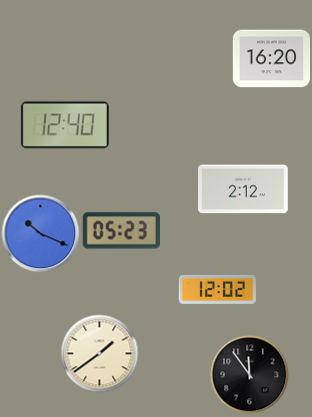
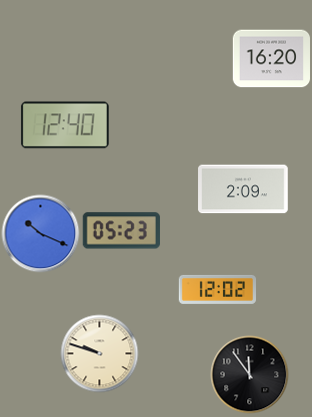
clock at (243, 189): 2:12 -> 2:09
clock at (99, 353): 1:39 -> 9:48
